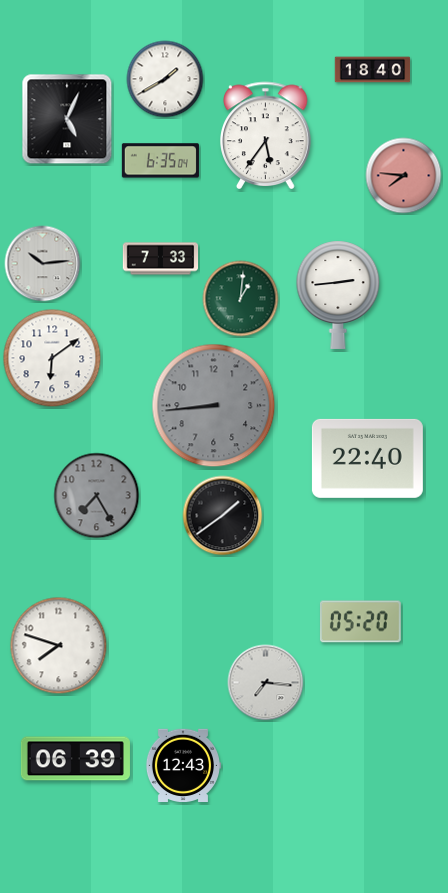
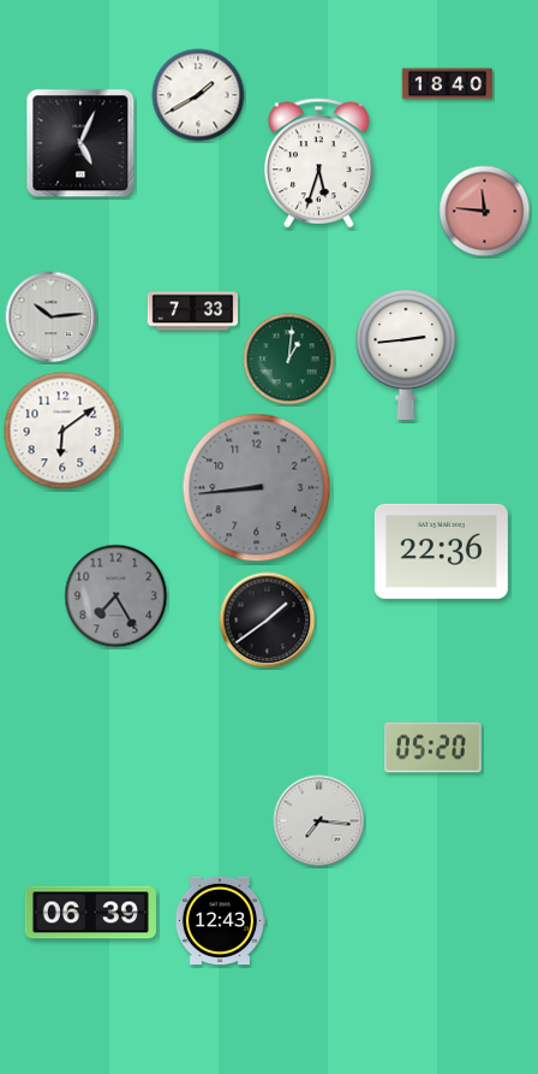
clock at (266, 135): 5:36 -> 5:33
clock at (160, 161): 6:35 -> none
clock at (404, 176): 7:46 -> 11:46
clock at (367, 458): 22:40 -> 22:36
clock at (59, 646): 7:48 -> none
